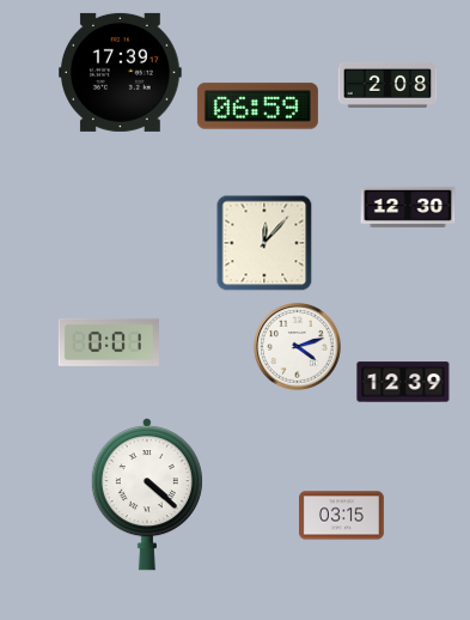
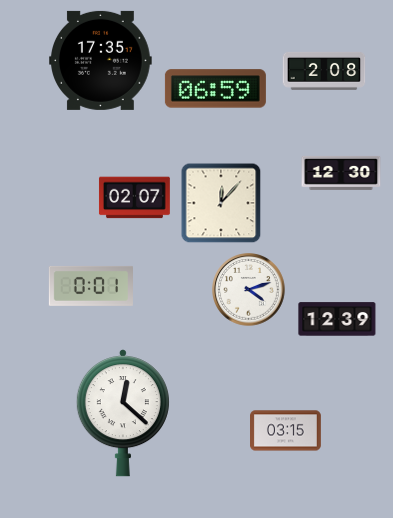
clock at (121, 72): 17:39 -> 17:35
clock at (134, 198): none -> 02:07
clock at (147, 494): 4:22 -> 12:22
